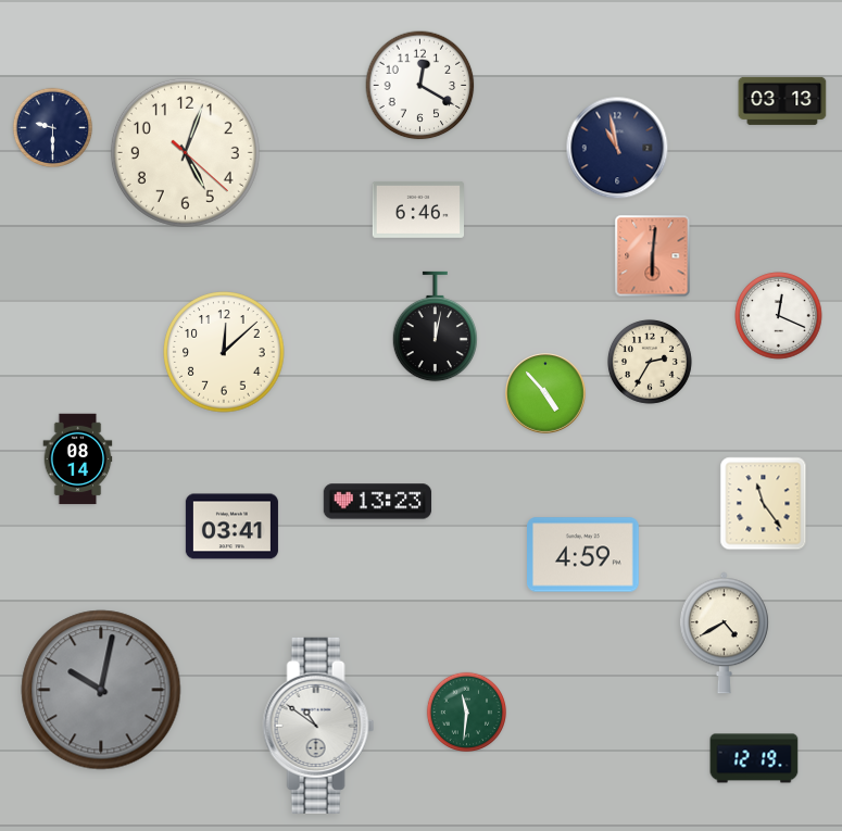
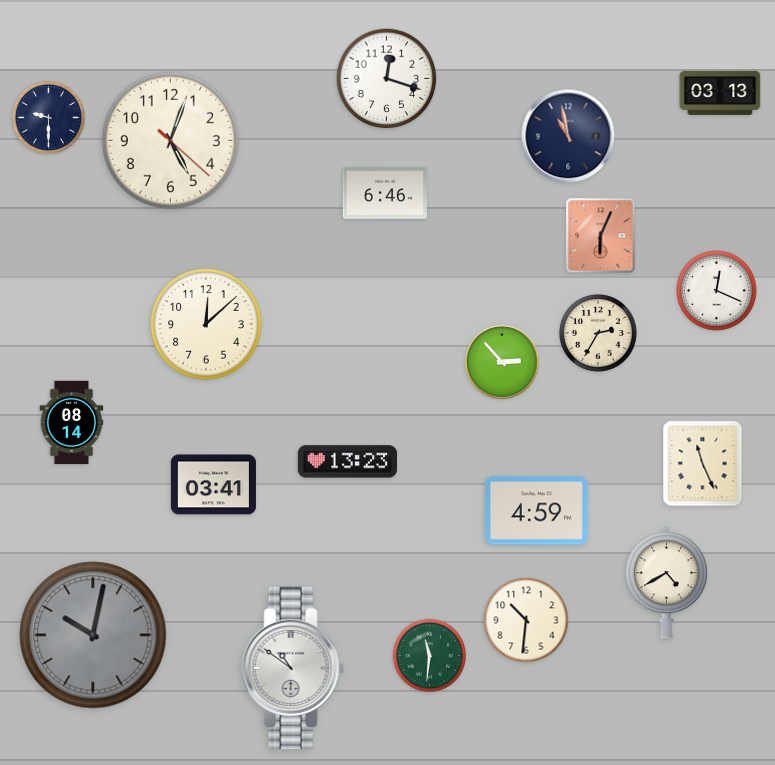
clock at (420, 86): 12:20 -> 12:18
clock at (653, 256): 6:01 -> 6:04
clock at (435, 327): 12:02 -> none
clock at (545, 393): 4:53 -> 2:53
clock at (764, 504): 11:24 -> 11:26
clock at (526, 620): none -> 10:31
clock at (754, 758): 12:19 -> none
